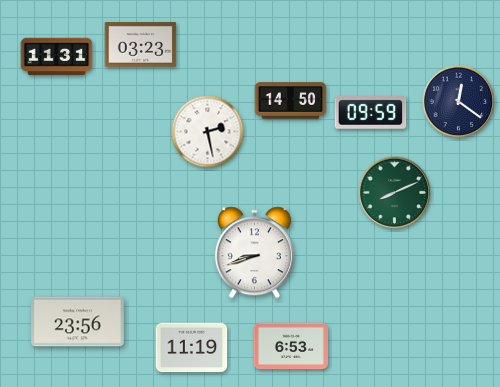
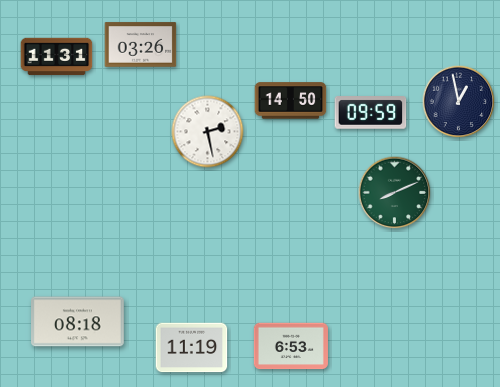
clock at (141, 45): 03:23 -> 03:26
clock at (459, 102): 12:21 -> 12:58
clock at (254, 253): 8:42 -> none
clock at (78, 322): 23:56 -> 08:18
